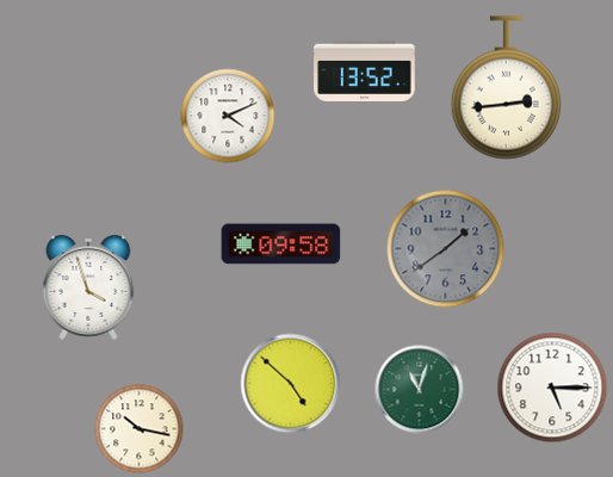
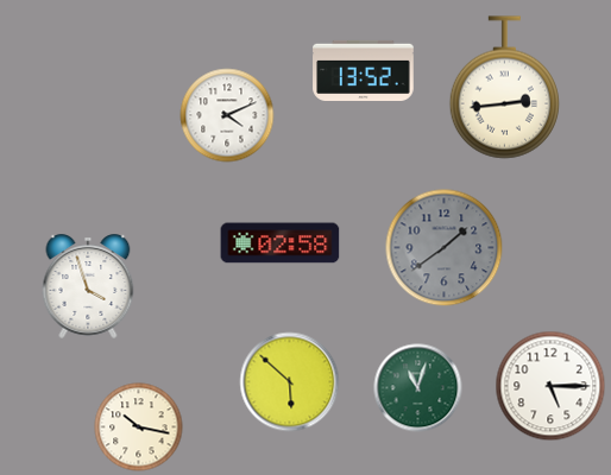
clock at (281, 244): 09:58 -> 02:58
clock at (291, 384): 4:52 -> 5:52
